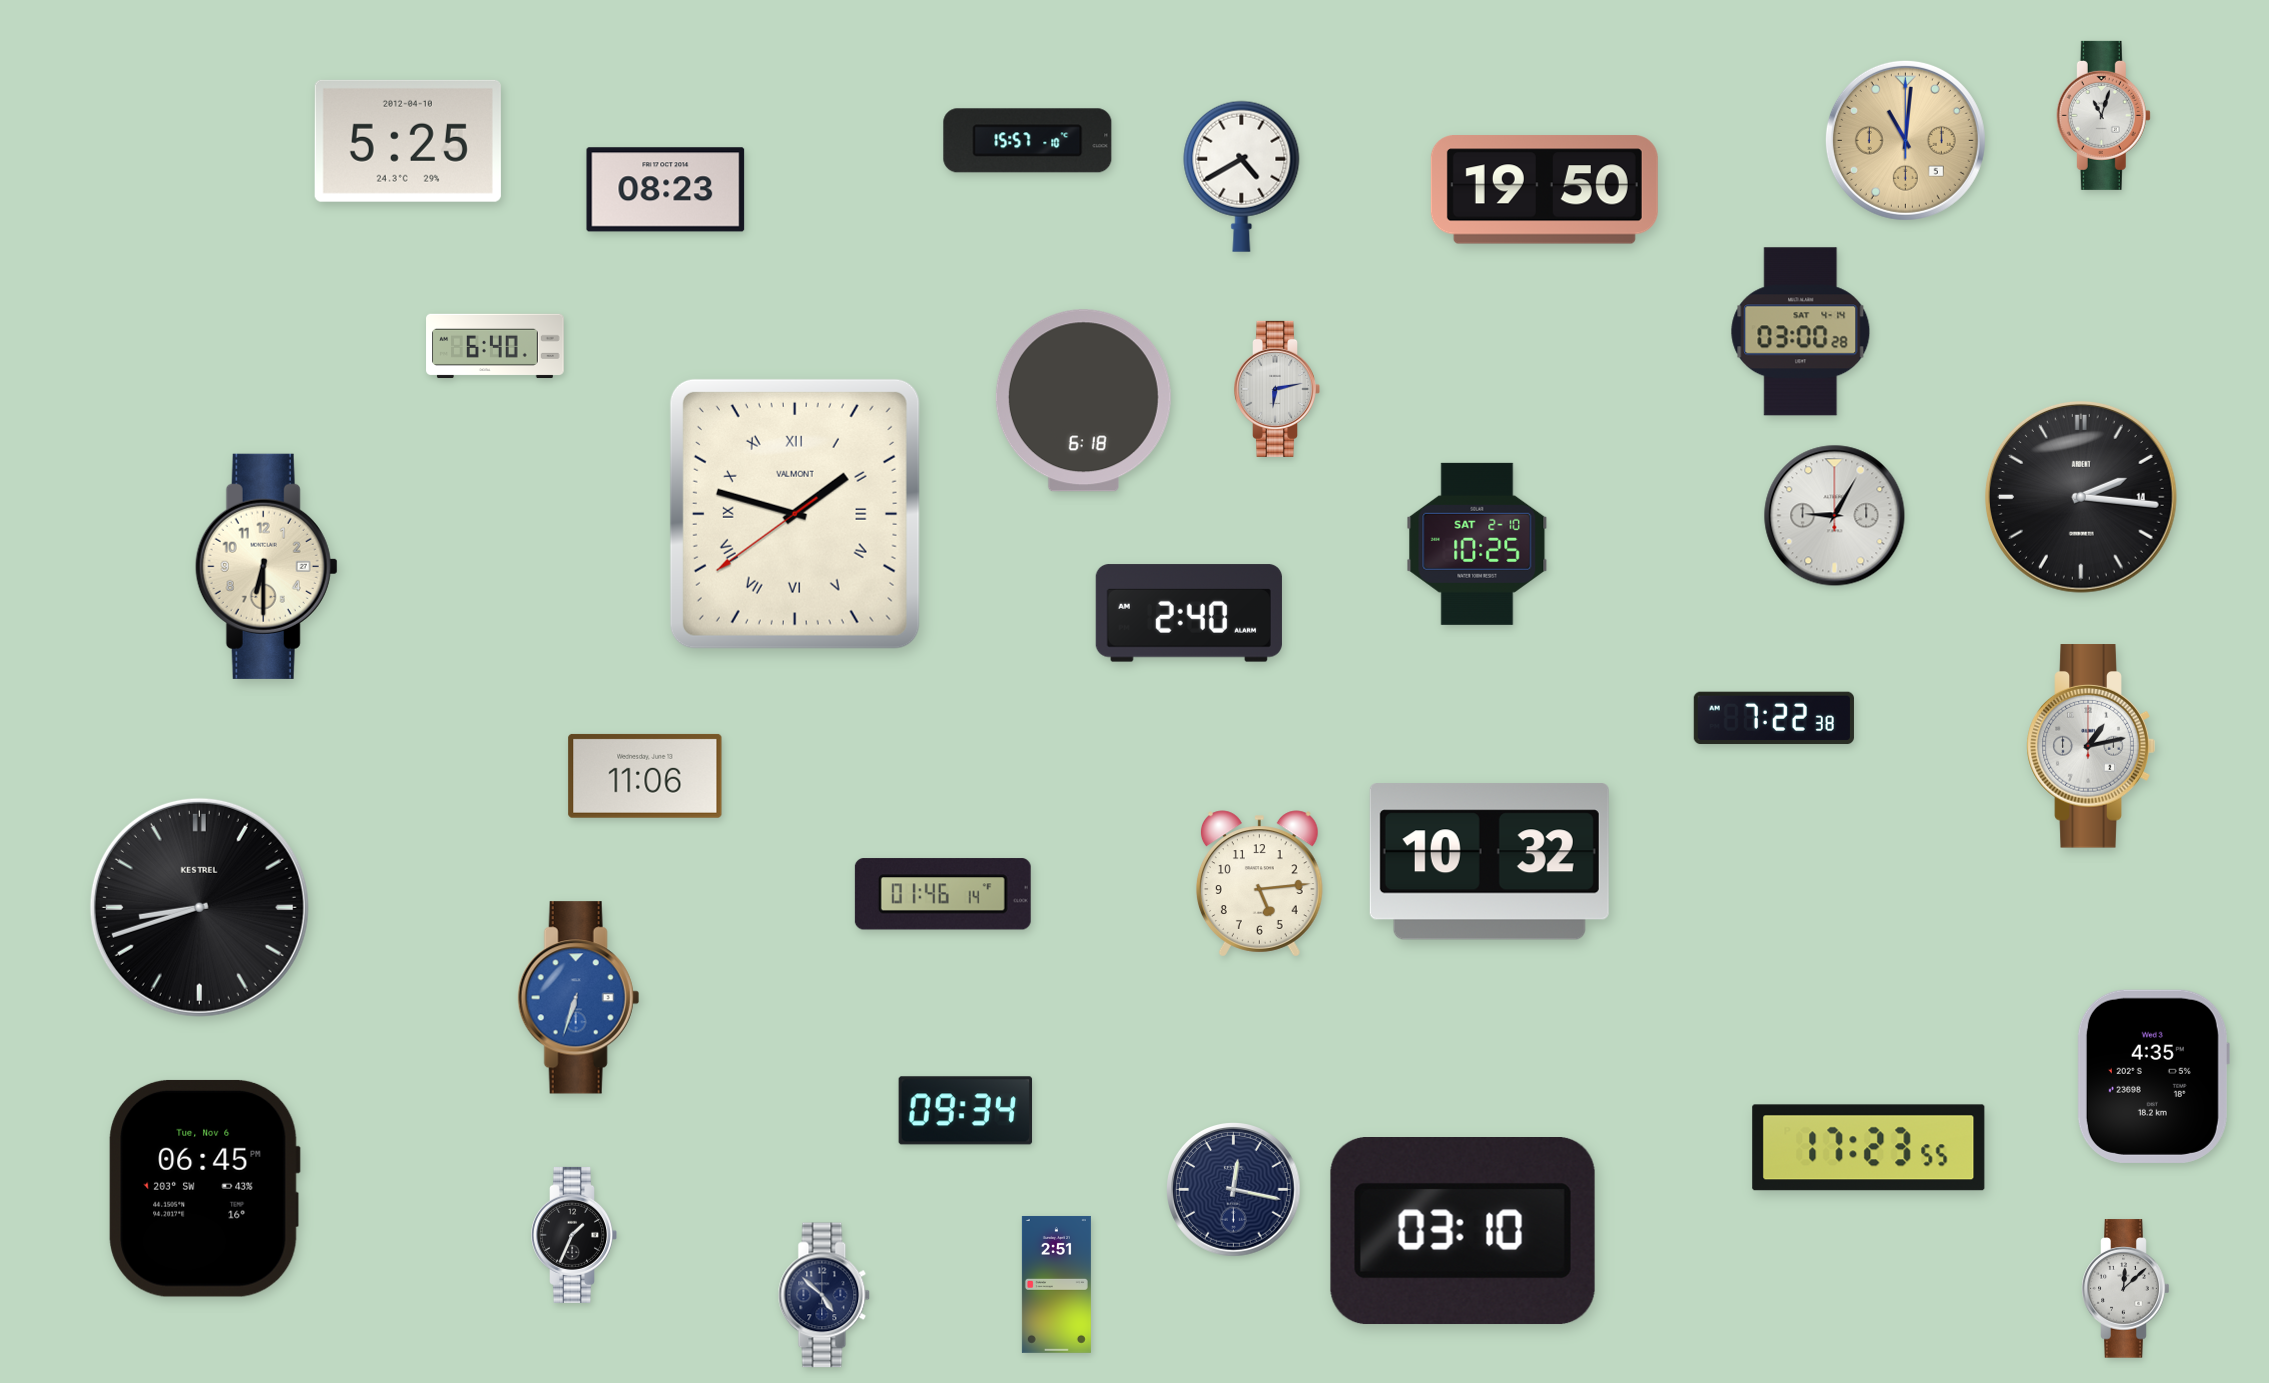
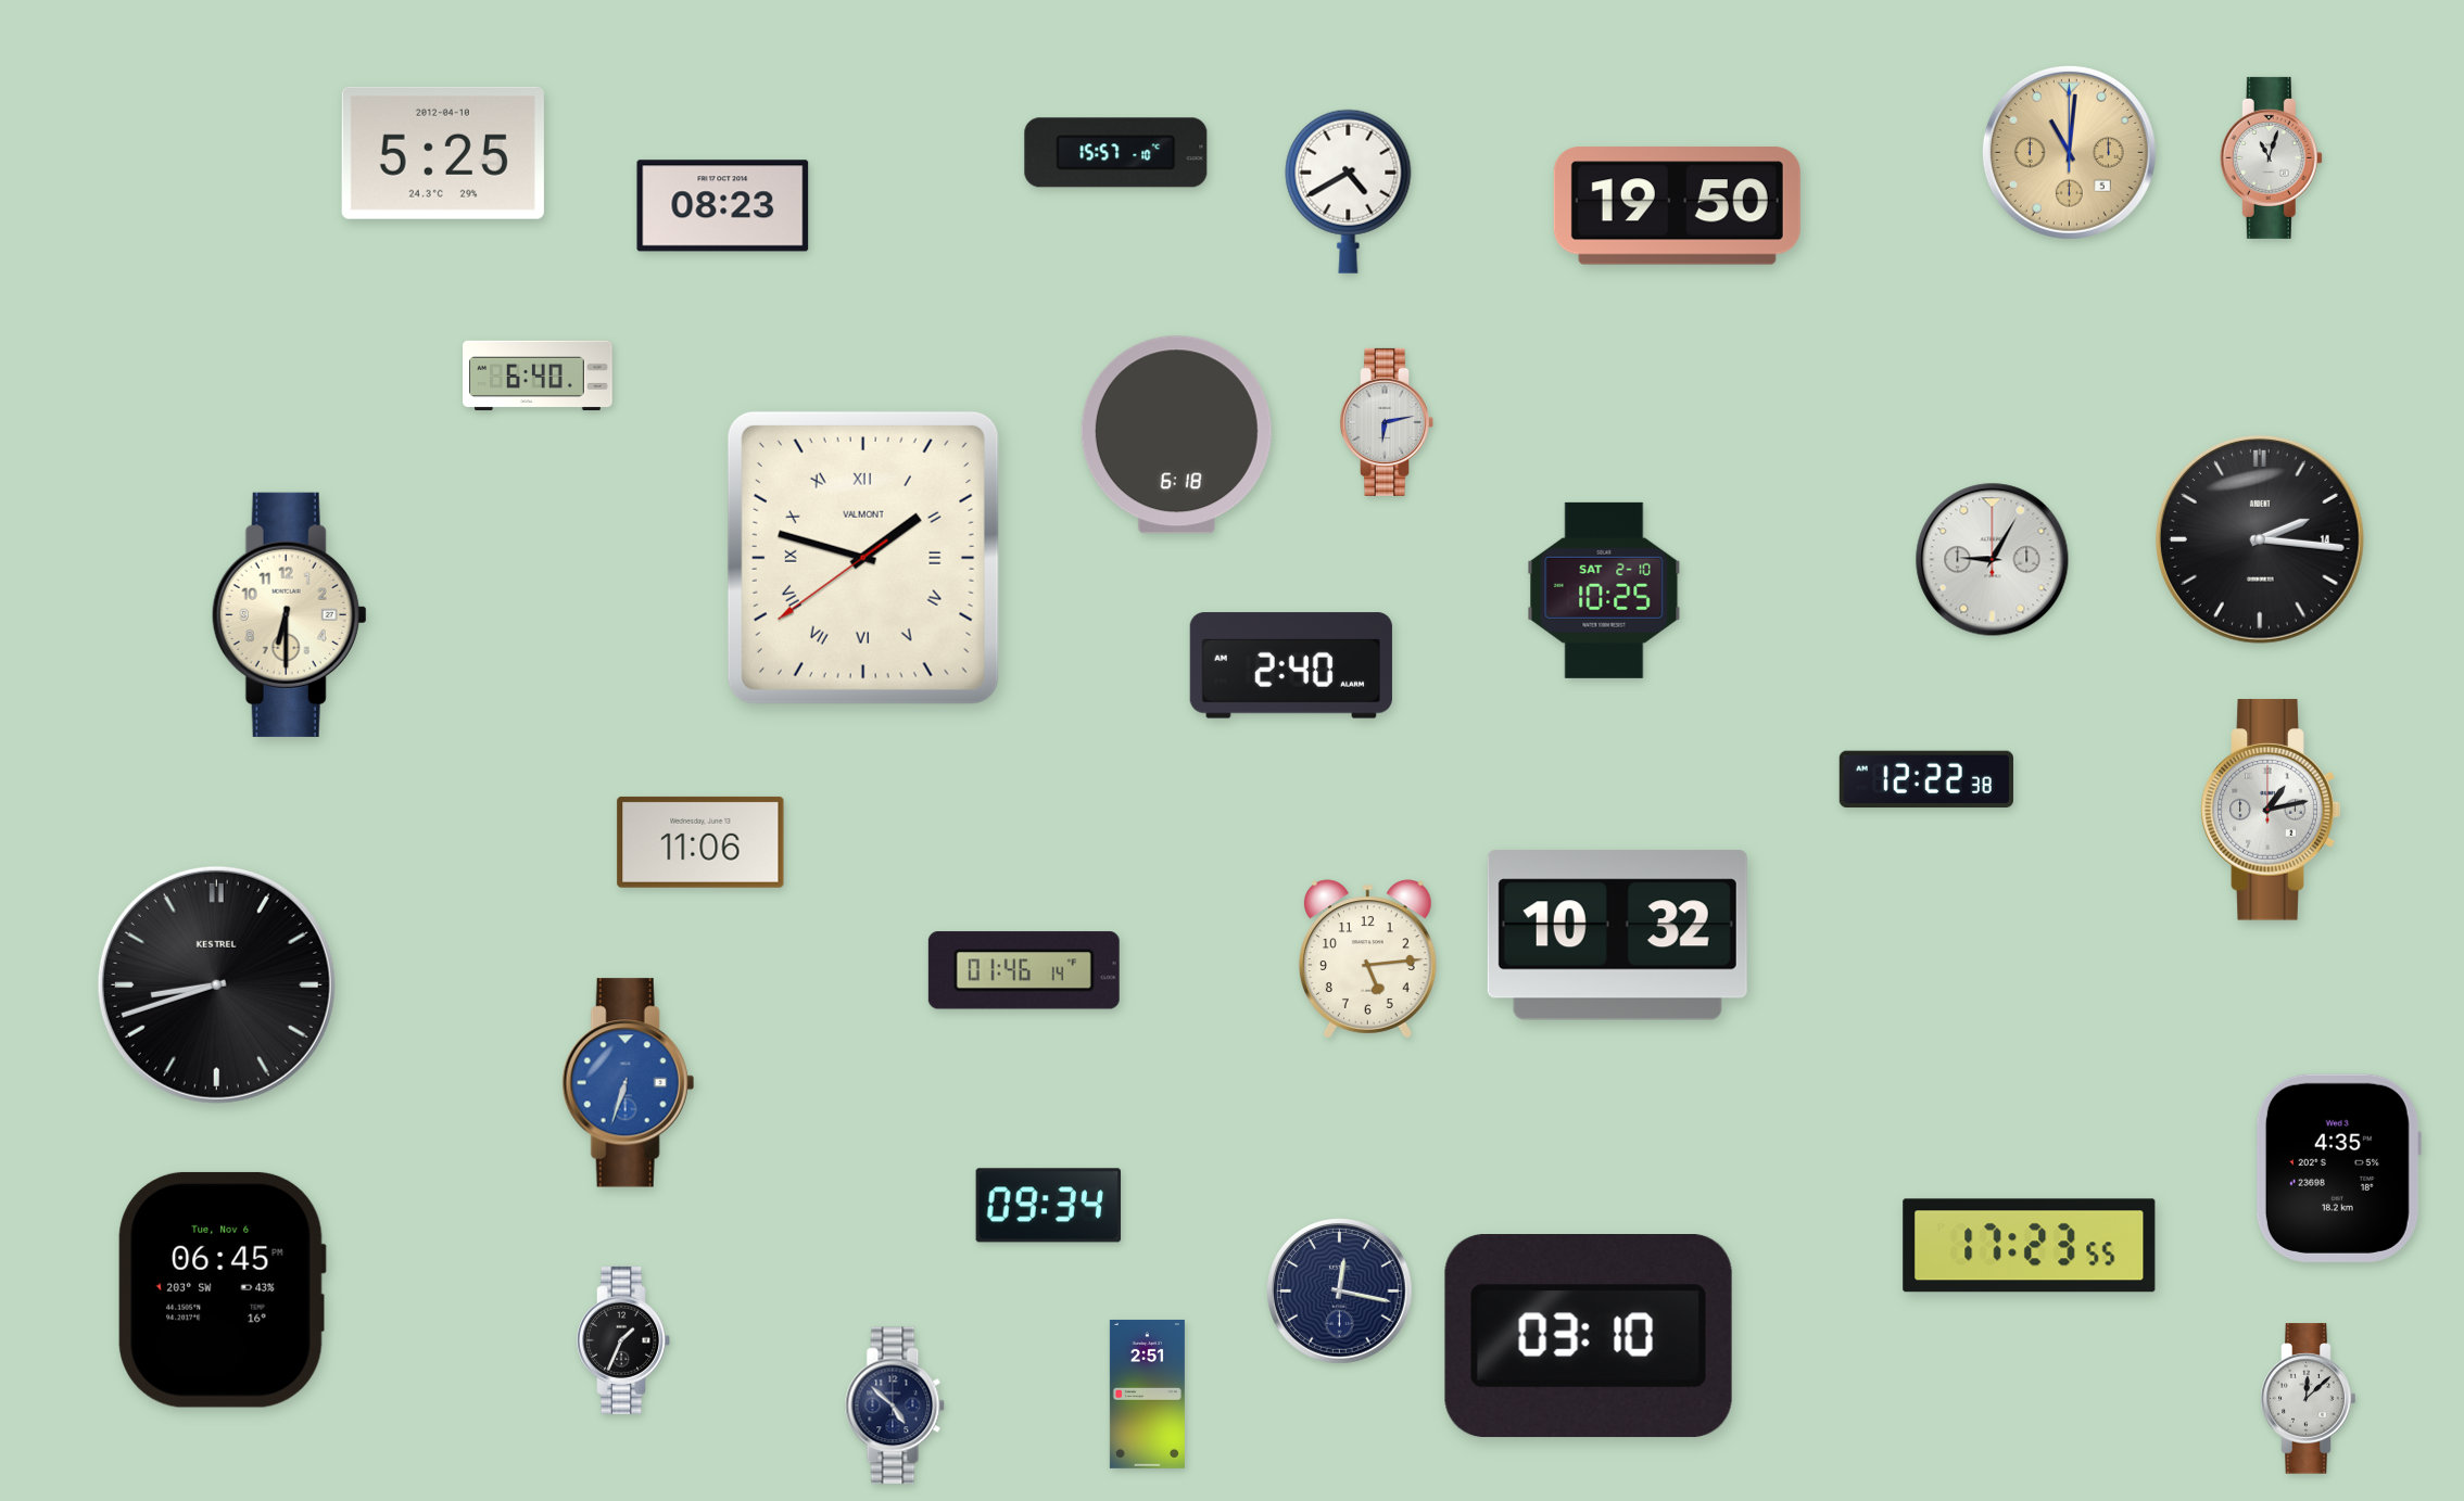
clock at (2103, 115) position: (2103, 115) -> (2271, 157)
clock at (1801, 332): 03:00 -> none
clock at (1774, 718): 7:22 -> 12:22
